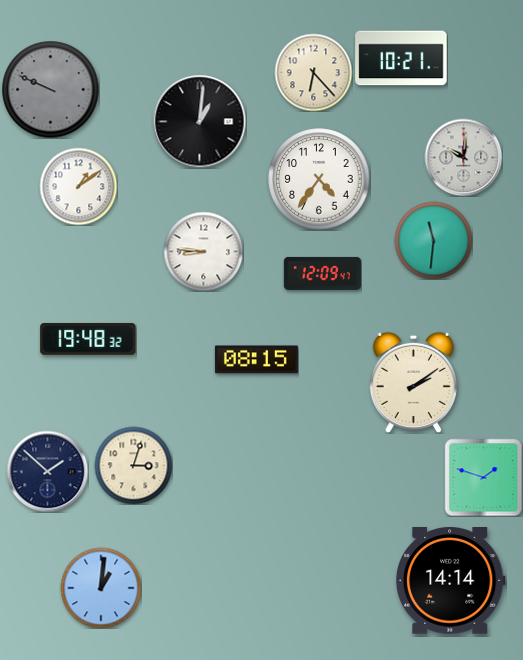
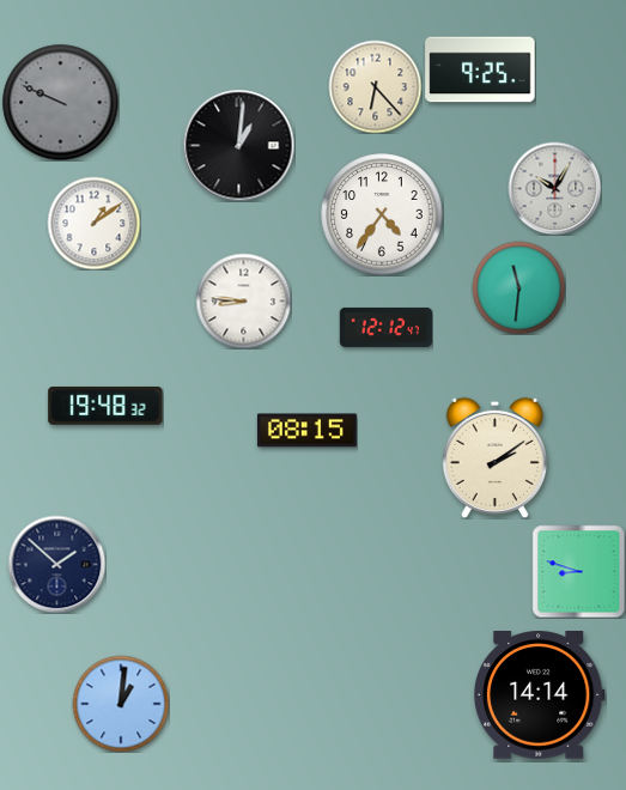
clock at (401, 58): 10:21 -> 9:25
clock at (50, 89) position: (50, 89) -> (60, 102)
clock at (463, 157): 10:01 -> 10:05
clock at (322, 273): 12:09 -> 12:12
clock at (133, 465): 3:03 -> none
clock at (483, 477): 1:48 -> 8:48
